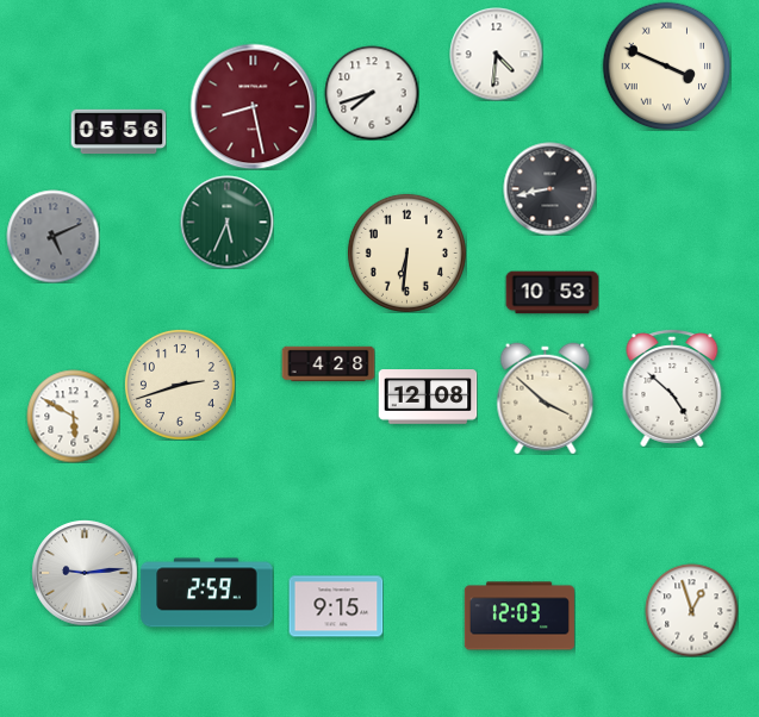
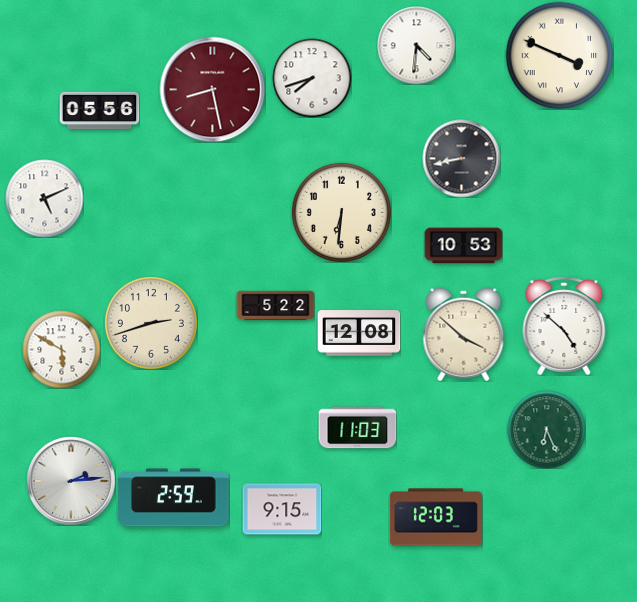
clock at (226, 222): 5:34 -> none
clock at (52, 236) dial: grey -> white
clock at (328, 364): 4:28 -> 5:22
clock at (546, 398) position: (546, 398) -> (464, 334)
clock at (357, 428): none -> 11:03
clock at (546, 429): none -> 6:26
clock at (85, 573): 9:14 -> 2:14
clock at (691, 610): 12:57 -> none
